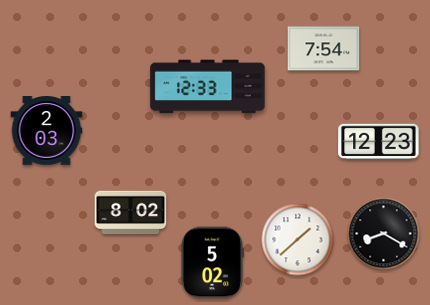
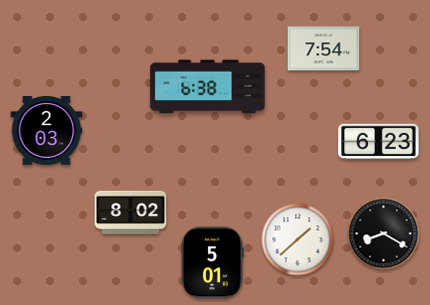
clock at (208, 87): 12:33 -> 6:38
clock at (379, 141): 12:23 -> 6:23
clock at (212, 263): 5:02 -> 5:01
